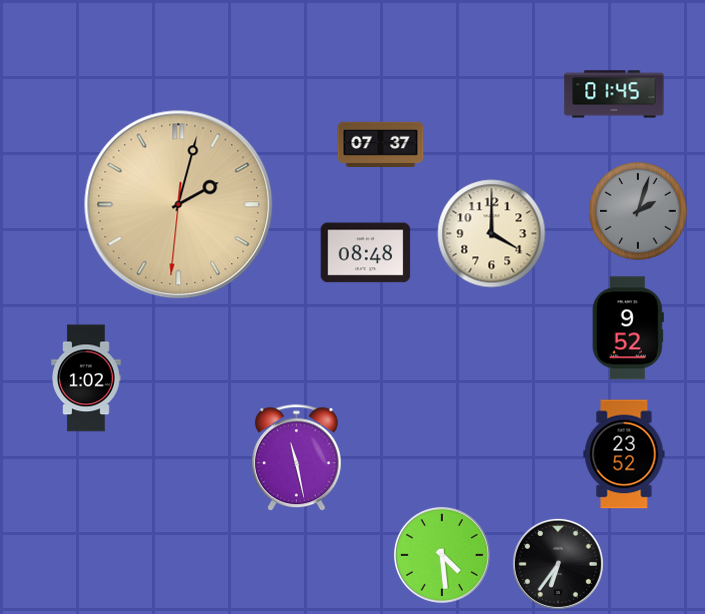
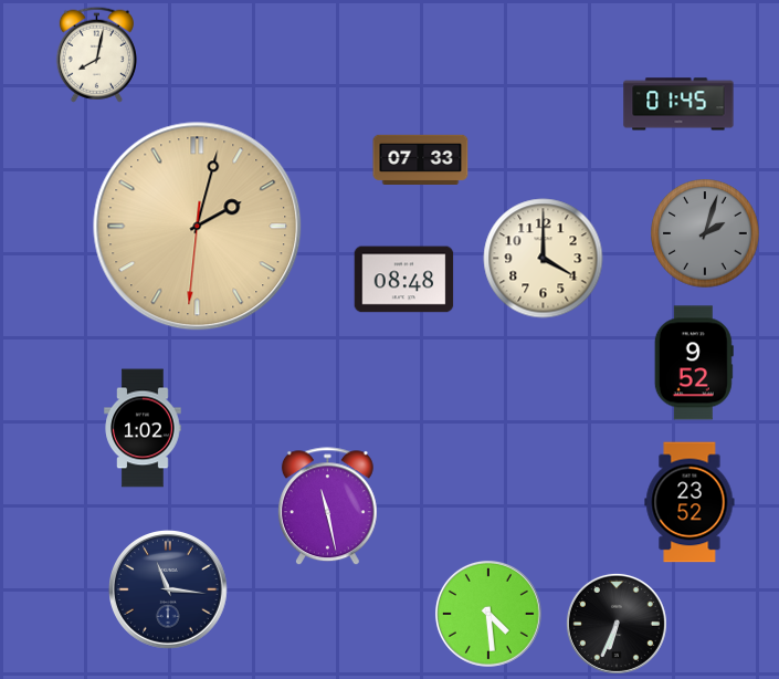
clock at (96, 54): none -> 8:02
clock at (381, 144): 07:37 -> 07:33
clock at (86, 378) position: (86, 378) -> (143, 428)
clock at (169, 591): none -> 11:16
clock at (558, 564): 6:36 -> 6:34
